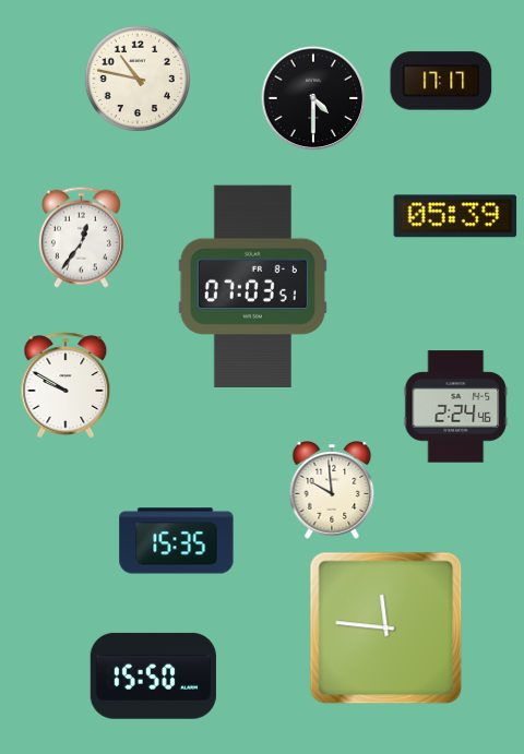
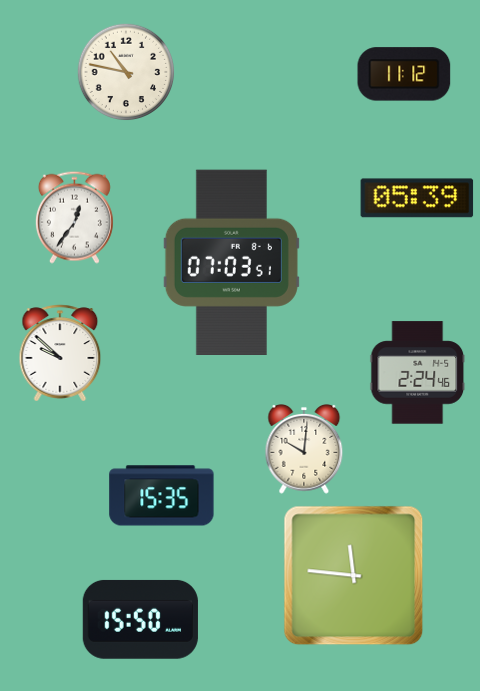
clock at (441, 81): 17:17 -> 11:12
clock at (313, 98): 4:30 -> none
clock at (65, 385): 9:50 -> 9:52
clock at (332, 491): 9:59 -> 10:01
